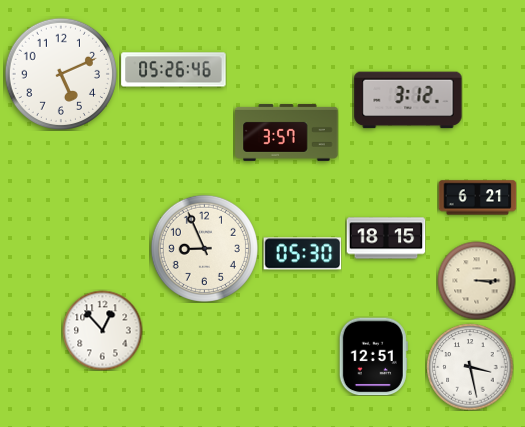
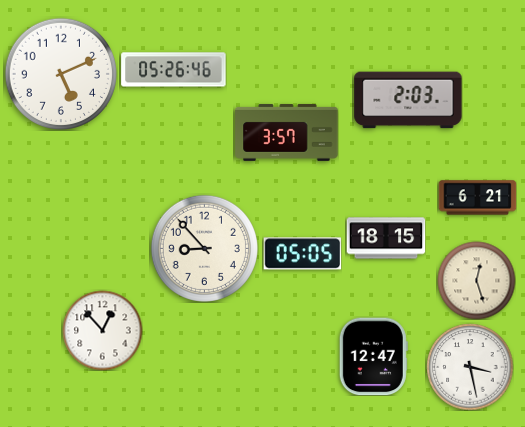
clock at (408, 100): 3:12 -> 2:03
clock at (204, 248): 8:56 -> 8:53
clock at (302, 254): 05:30 -> 05:05
clock at (476, 280): 3:15 -> 12:27
clock at (373, 356): 12:51 -> 12:47
